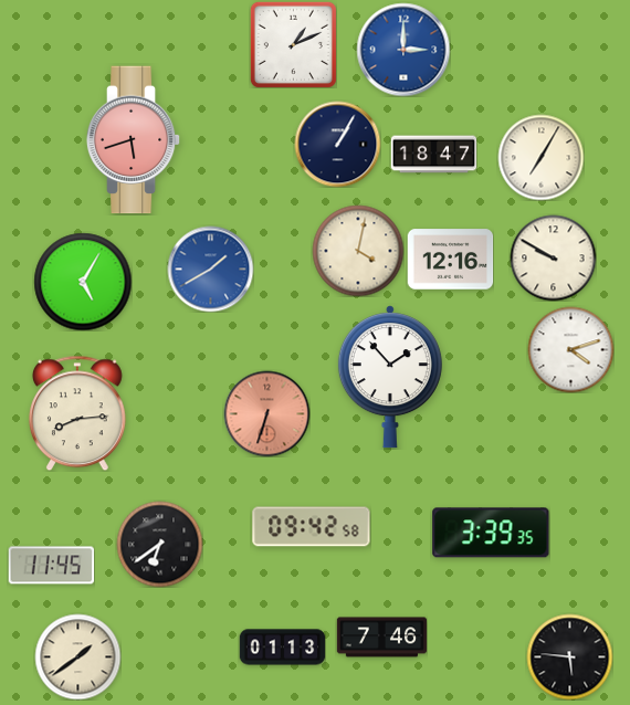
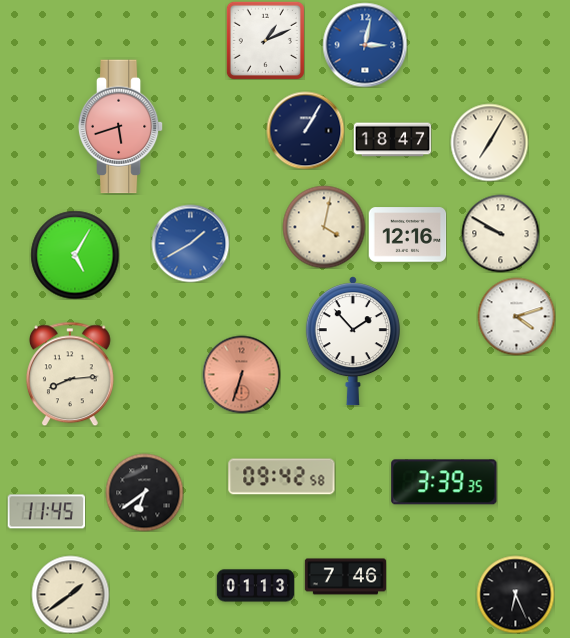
clock at (403, 50): 3:00 -> 3:02
clock at (569, 656): 5:46 -> 6:26
